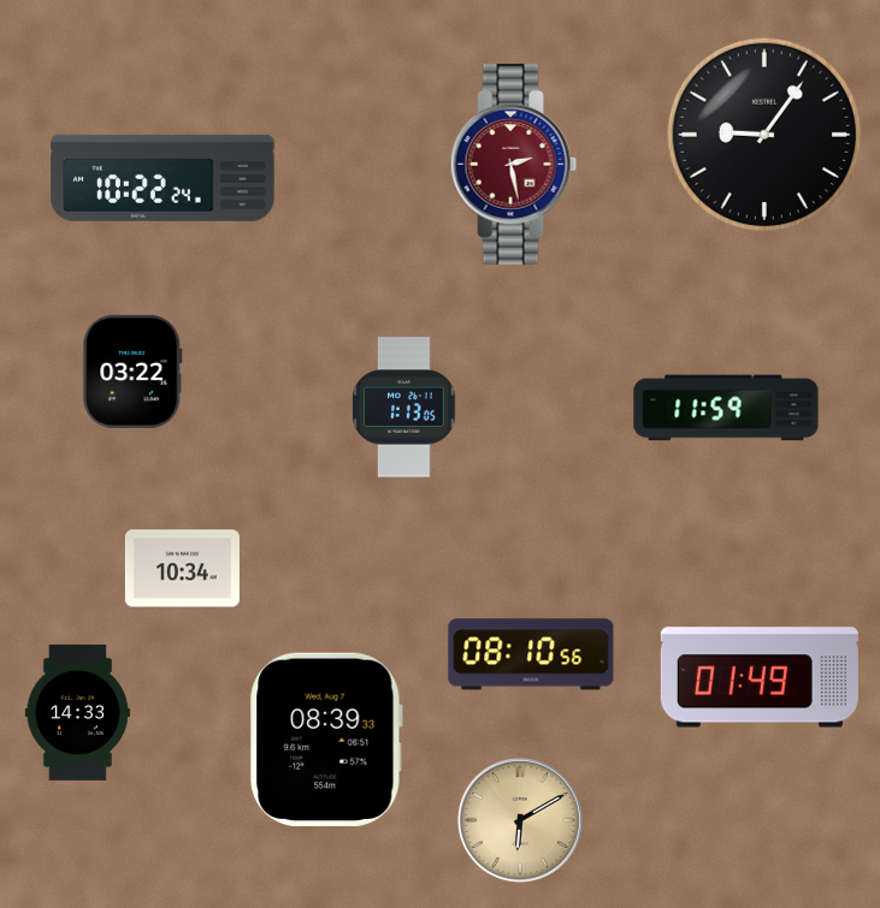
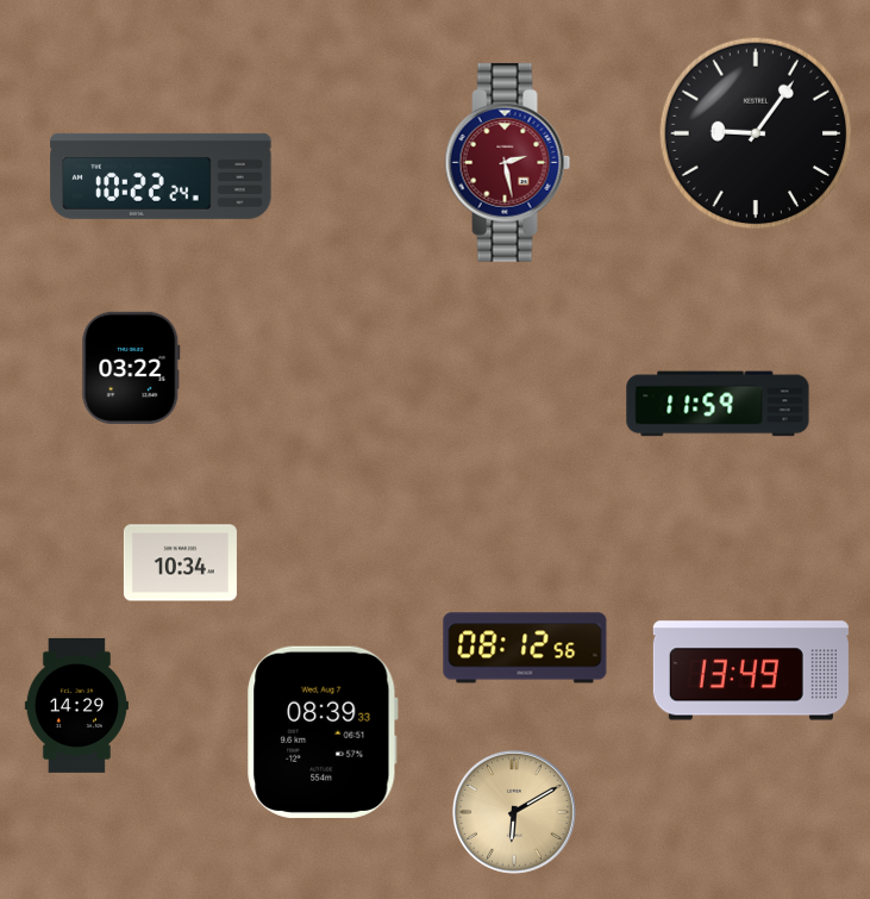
clock at (404, 408): 1:13 -> none
clock at (531, 654): 08:10 -> 08:12
clock at (760, 677): 01:49 -> 13:49
clock at (77, 712): 14:33 -> 14:29
